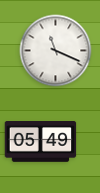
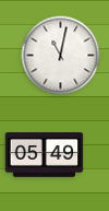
clock at (56, 51): 11:19 -> 11:02
